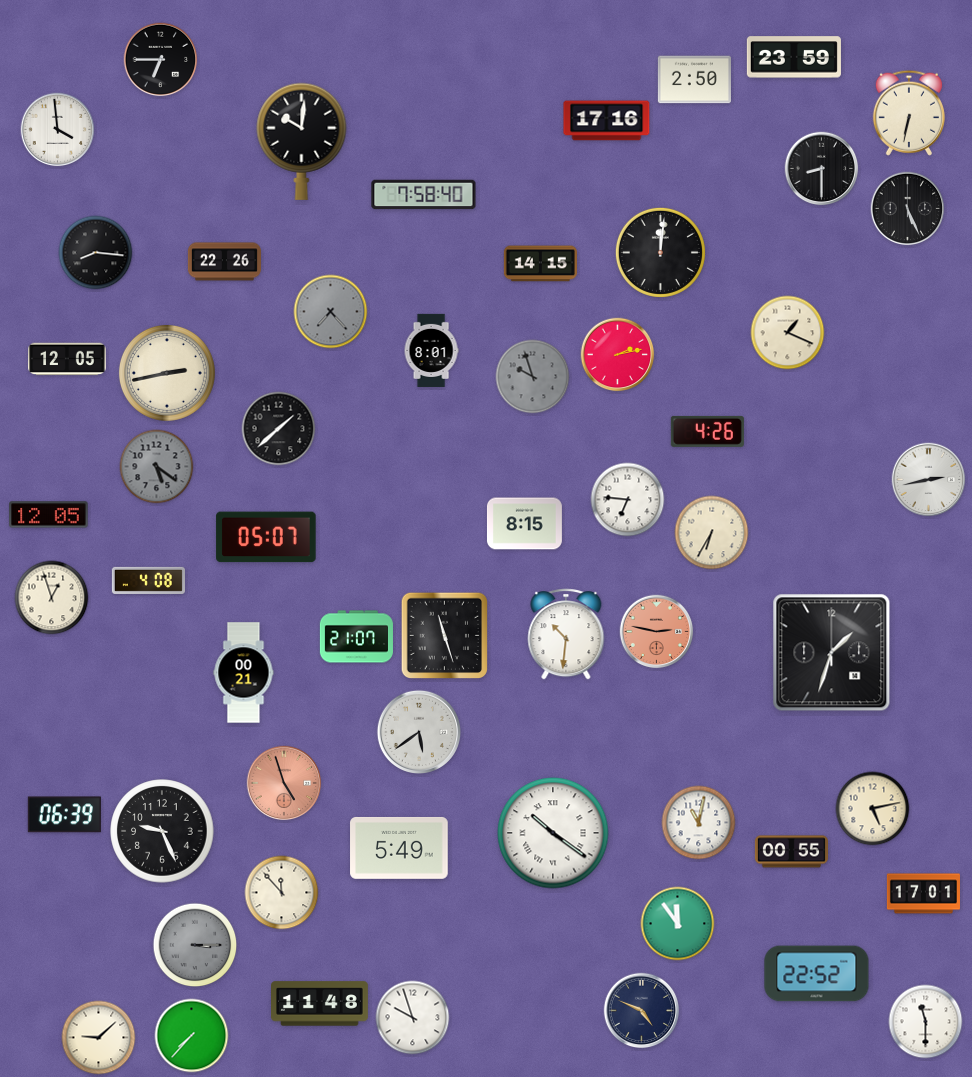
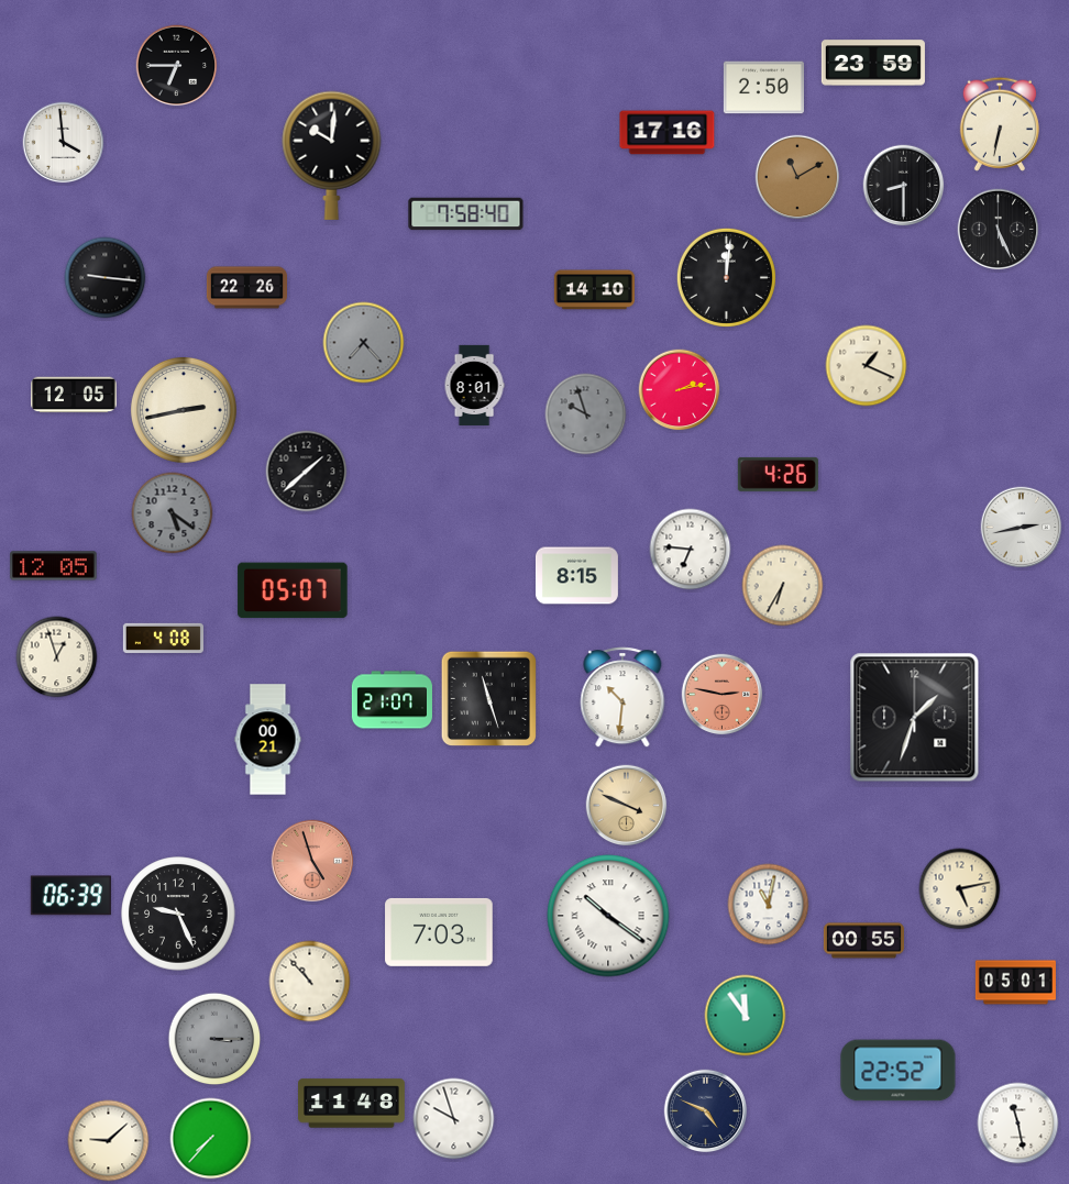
clock at (797, 177): none -> 11:10
clock at (96, 253): 8:16 -> 9:16
clock at (540, 264): 14:15 -> 14:10
clock at (418, 731): 5:39 -> none
clock at (627, 806): none -> 3:49
clock at (399, 848): 5:49 -> 7:03
clock at (791, 852) position: (791, 852) -> (863, 941)
clock at (282, 893): 11:53 -> 10:53
clock at (923, 894): 17:01 -> 05:01
clock at (926, 1022): 11:30 -> 11:28
